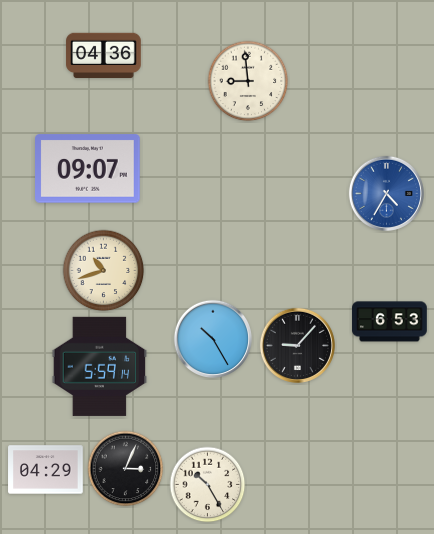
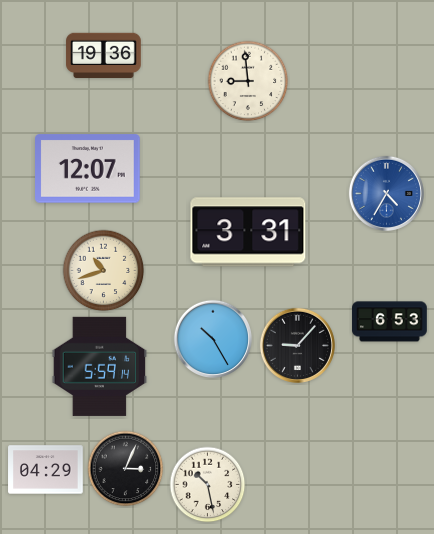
clock at (104, 56): 04:36 -> 19:36
clock at (88, 169): 09:07 -> 12:07
clock at (248, 232): none -> 3:31
clock at (208, 485): 10:25 -> 10:28
